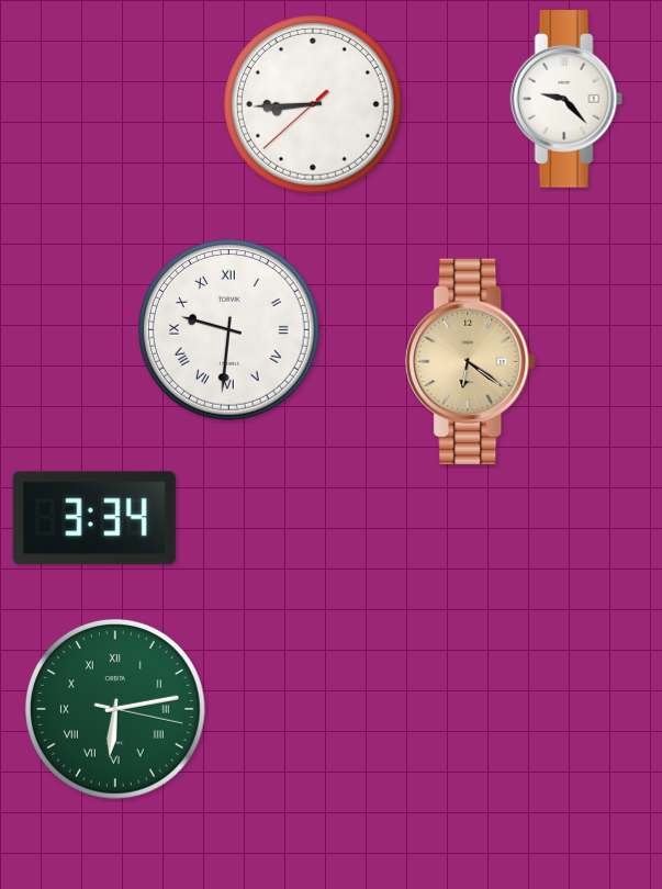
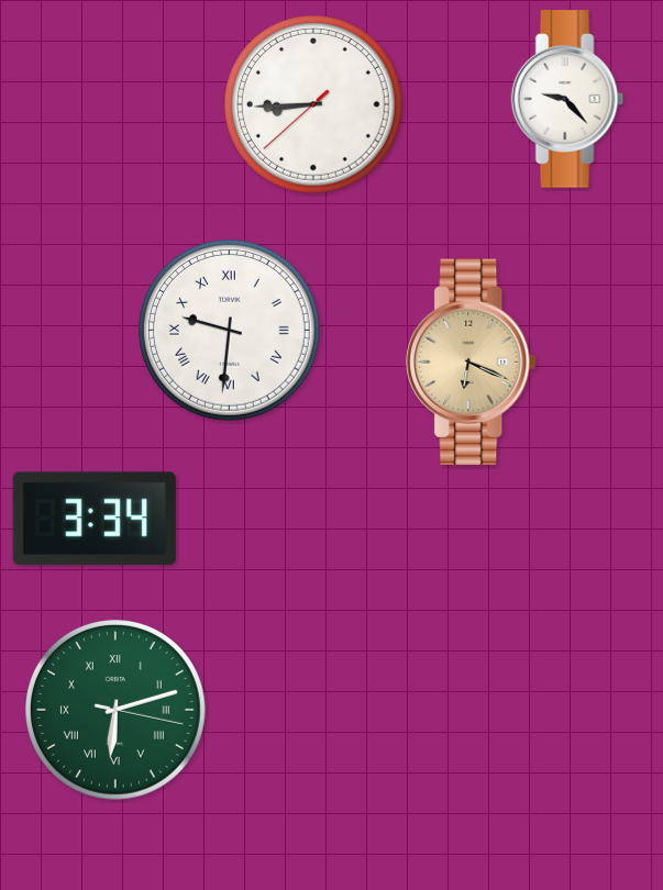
clock at (471, 361): 6:21 -> 6:19
clock at (116, 710): 6:13 -> 6:12
